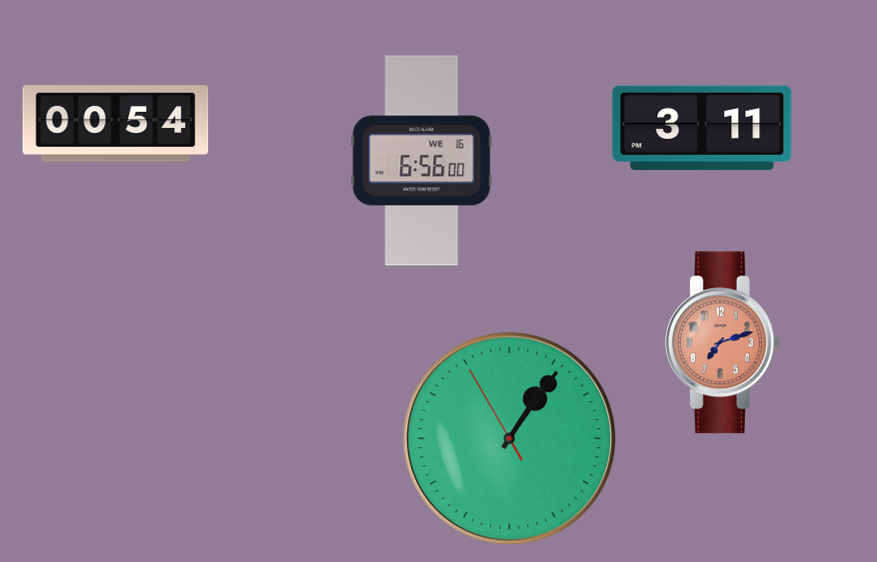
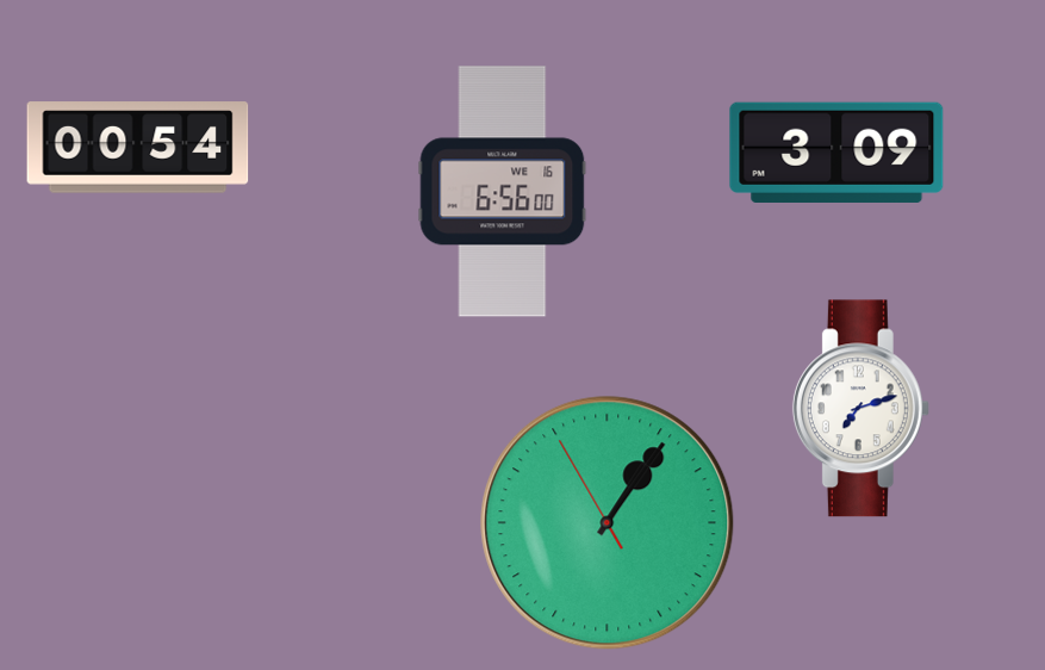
clock at (702, 128): 3:11 -> 3:09
clock at (722, 343) dial: salmon -> white
